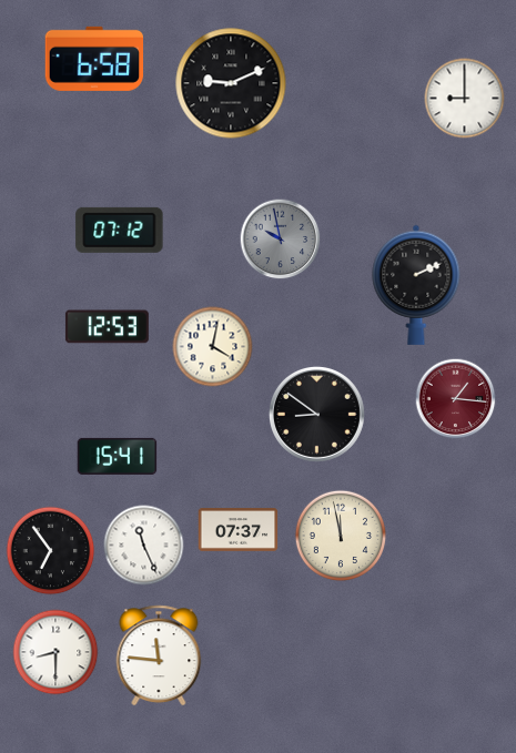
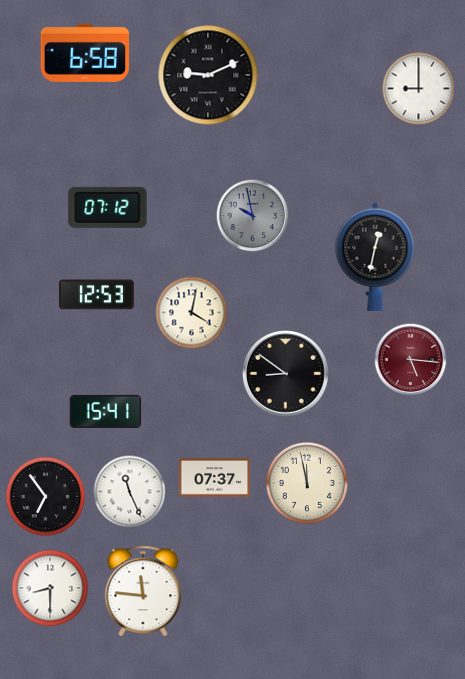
clock at (416, 285): 2:11 -> 12:32
clock at (456, 399): 1:16 -> 5:16
